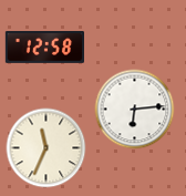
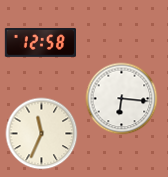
clock at (135, 110): 6:14 -> 6:16
